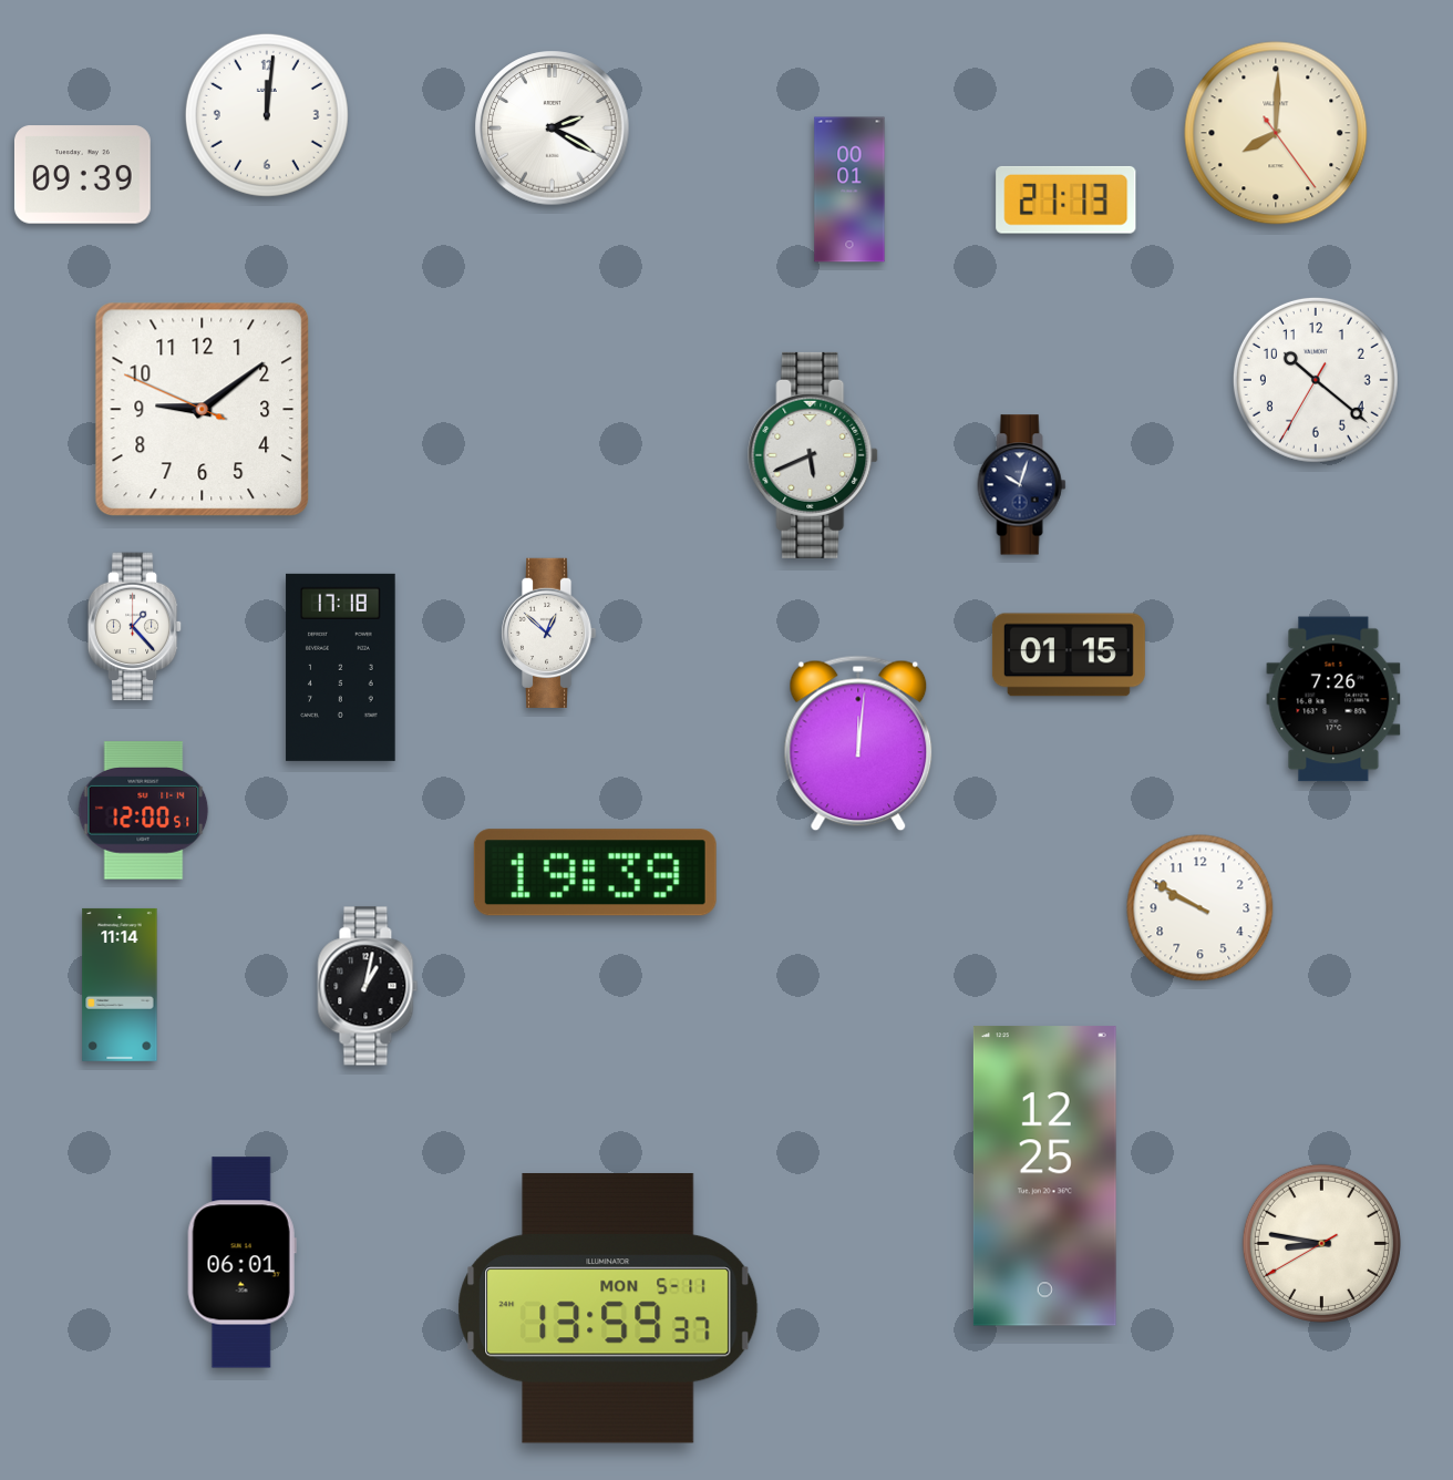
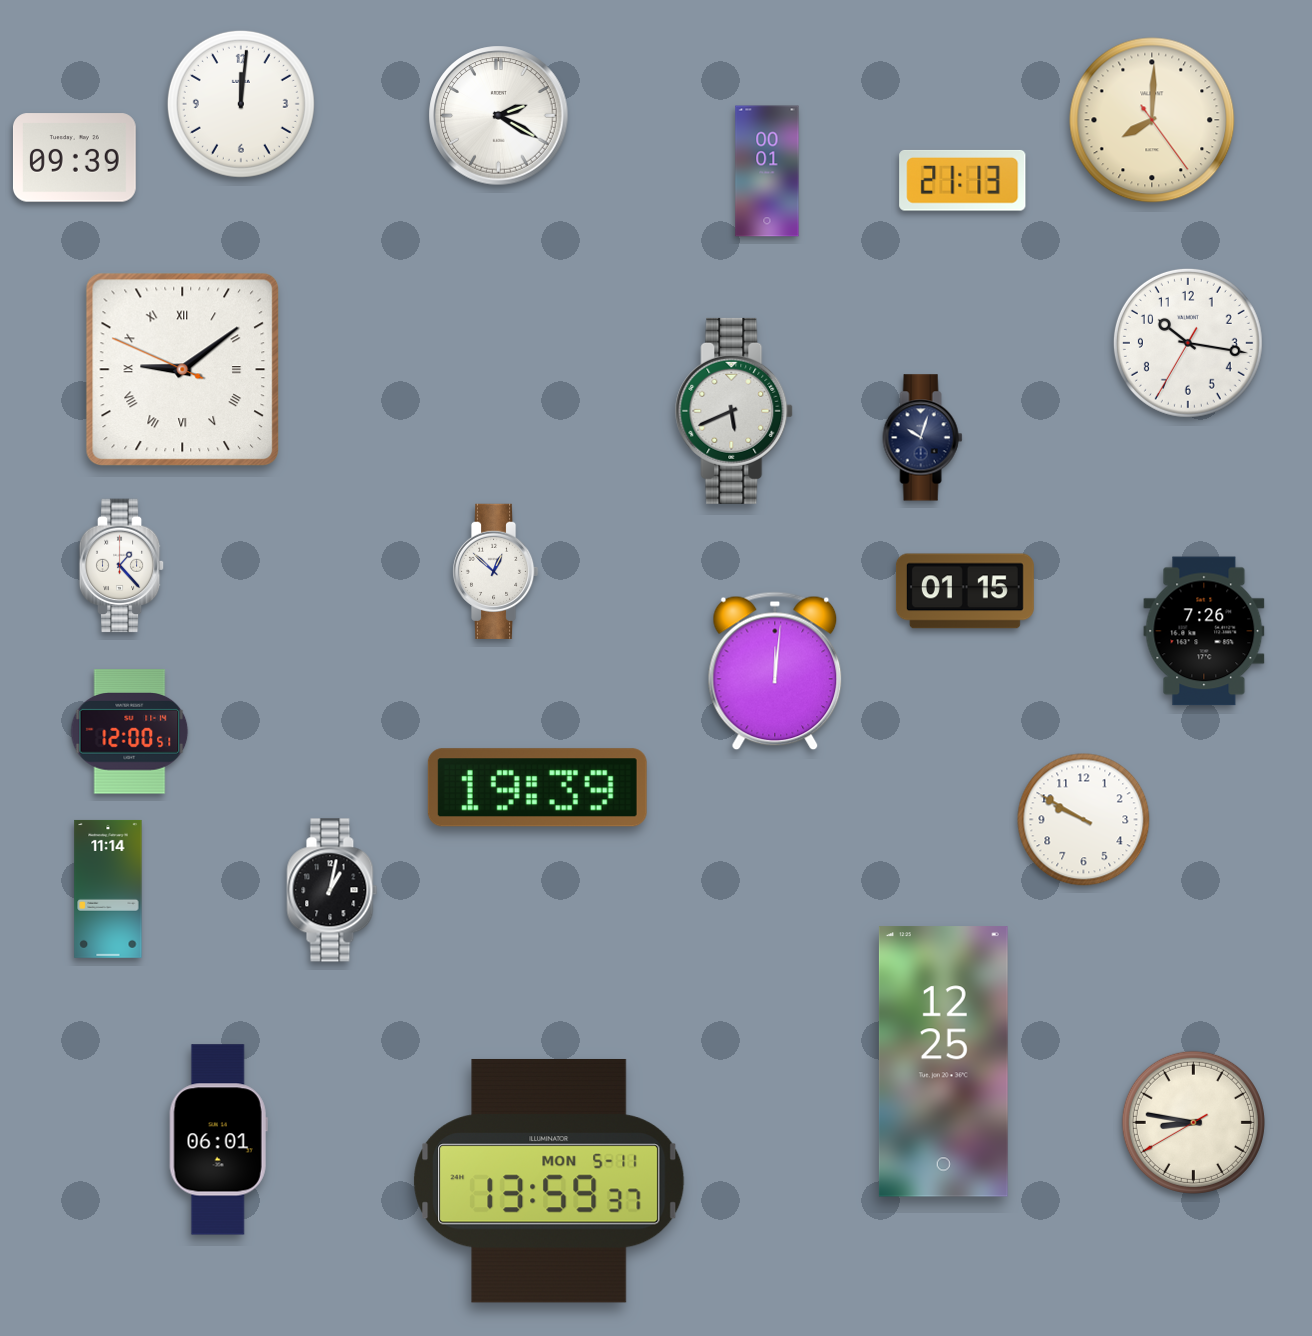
clock at (1316, 380): 10:21 -> 10:16
clock at (203, 410) numerals: Arabic -> Roman
clock at (341, 667): 17:18 -> none
